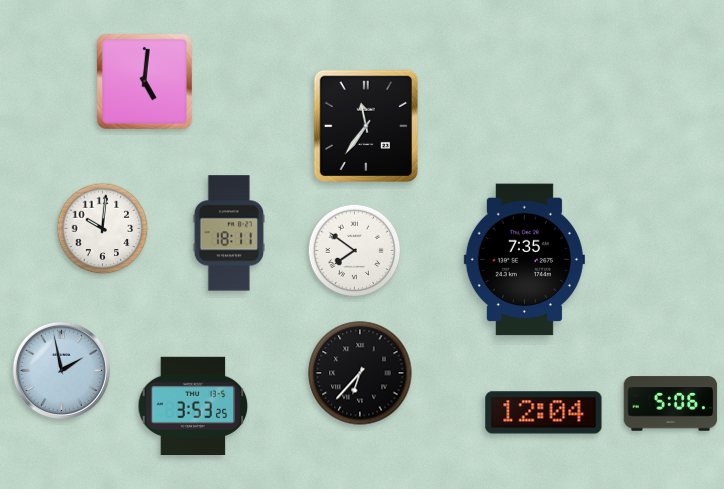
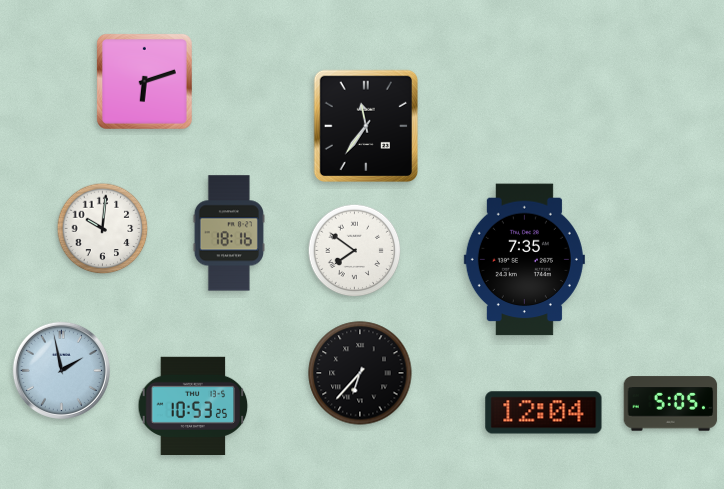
clock at (144, 81): 5:01 -> 6:12
clock at (228, 233): 18:11 -> 18:16
clock at (671, 404): 5:06 -> 5:05
clock at (193, 405): 3:53 -> 10:53
